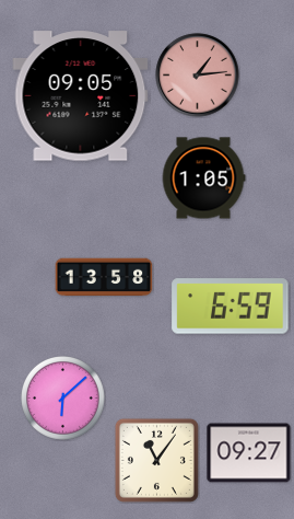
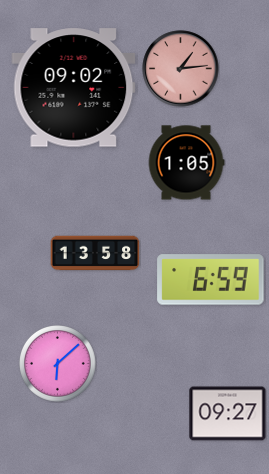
clock at (81, 96): 09:05 -> 09:02
clock at (156, 460): 11:06 -> none
